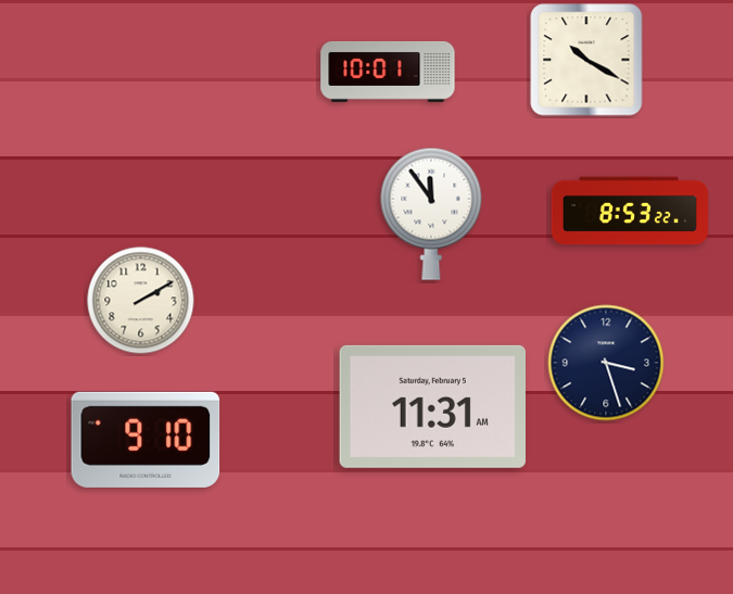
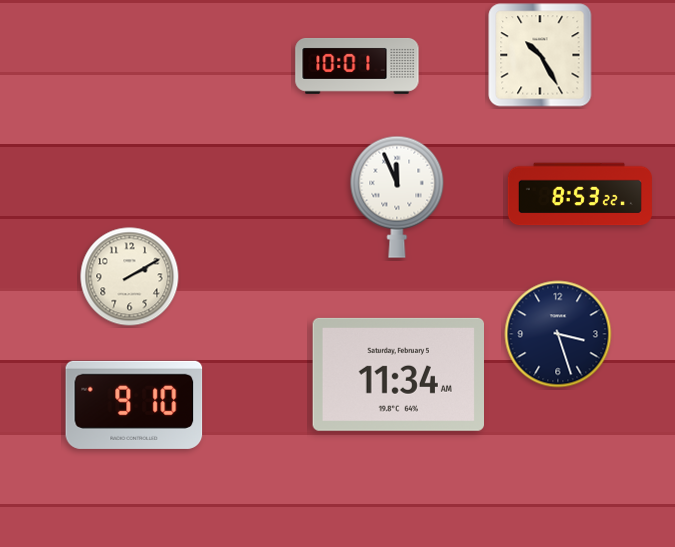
clock at (586, 60): 10:20 -> 10:25
clock at (431, 214): 11:54 -> 11:56
clock at (432, 406): 11:31 -> 11:34
